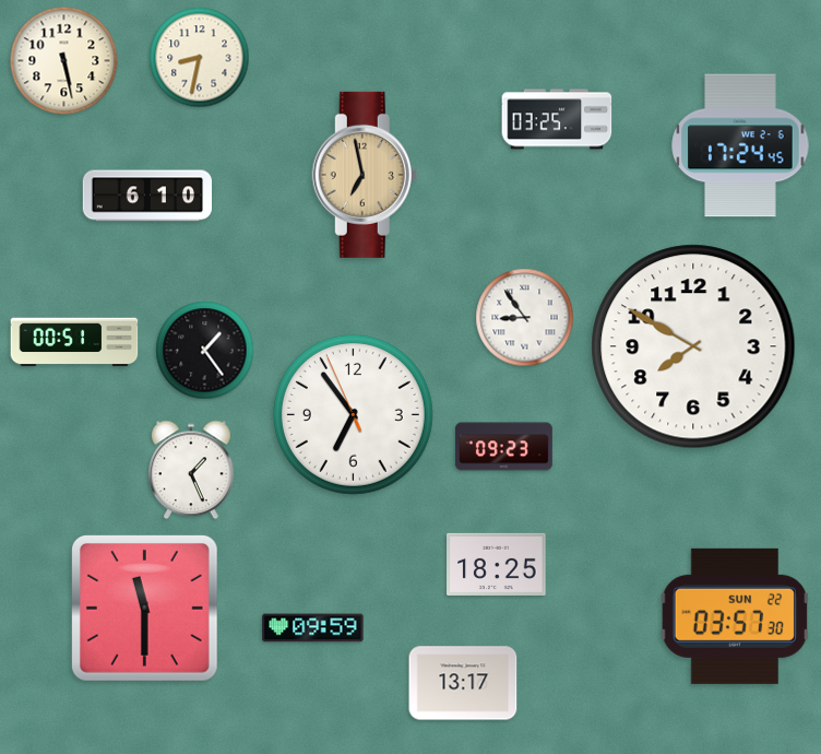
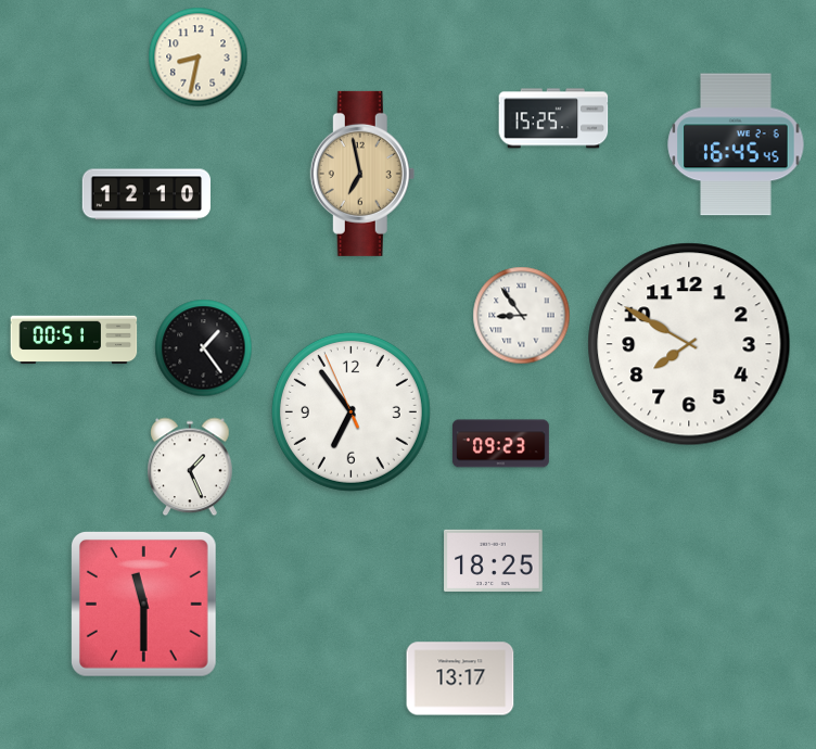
clock at (64, 61): 5:28 -> none
clock at (557, 119): 03:25 -> 15:25
clock at (740, 145): 17:24 -> 16:45
clock at (146, 196): 6:10 -> 12:10
clock at (735, 616): 03:57 -> none
clock at (313, 628): 09:59 -> none
